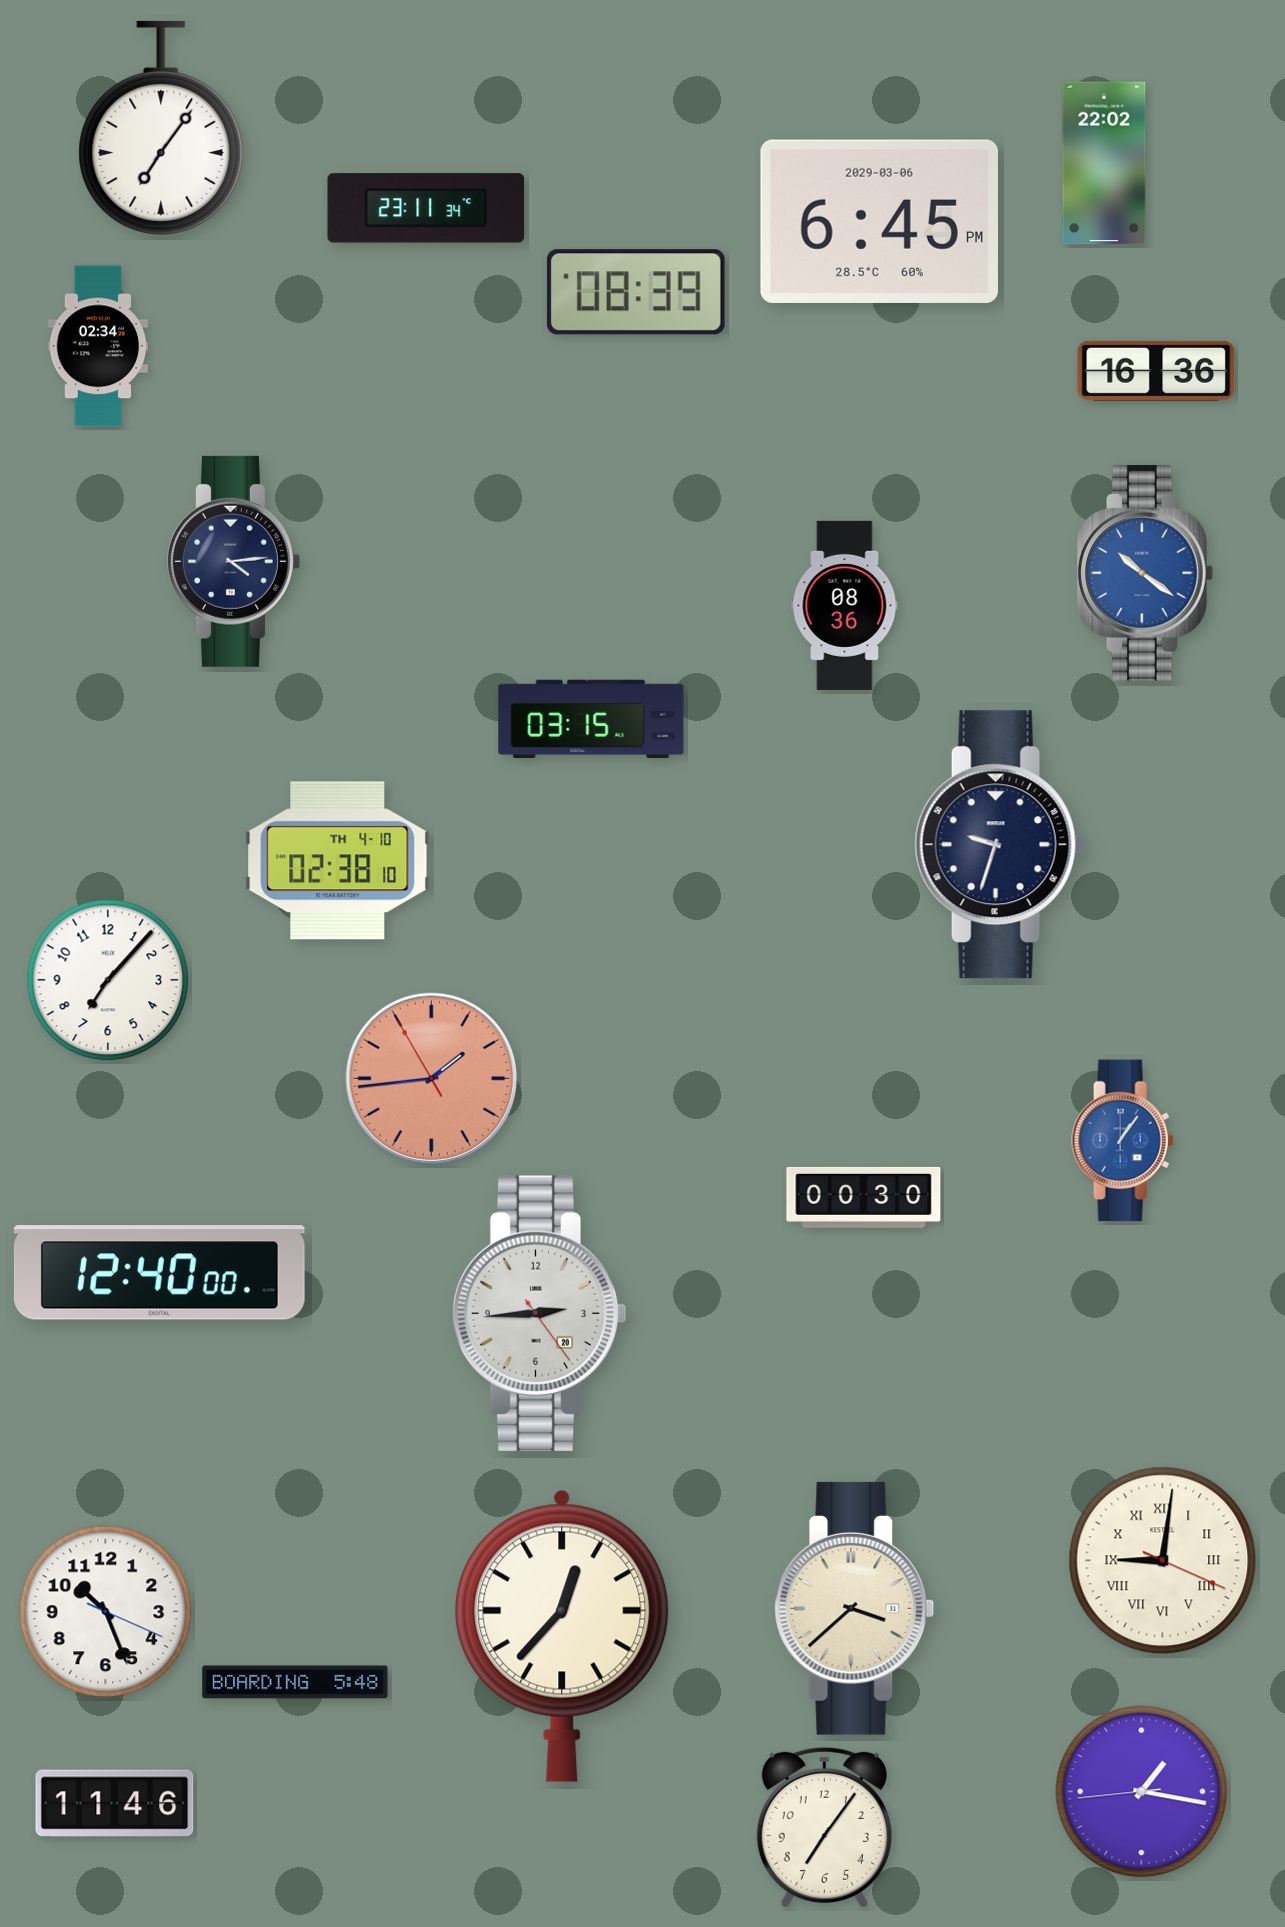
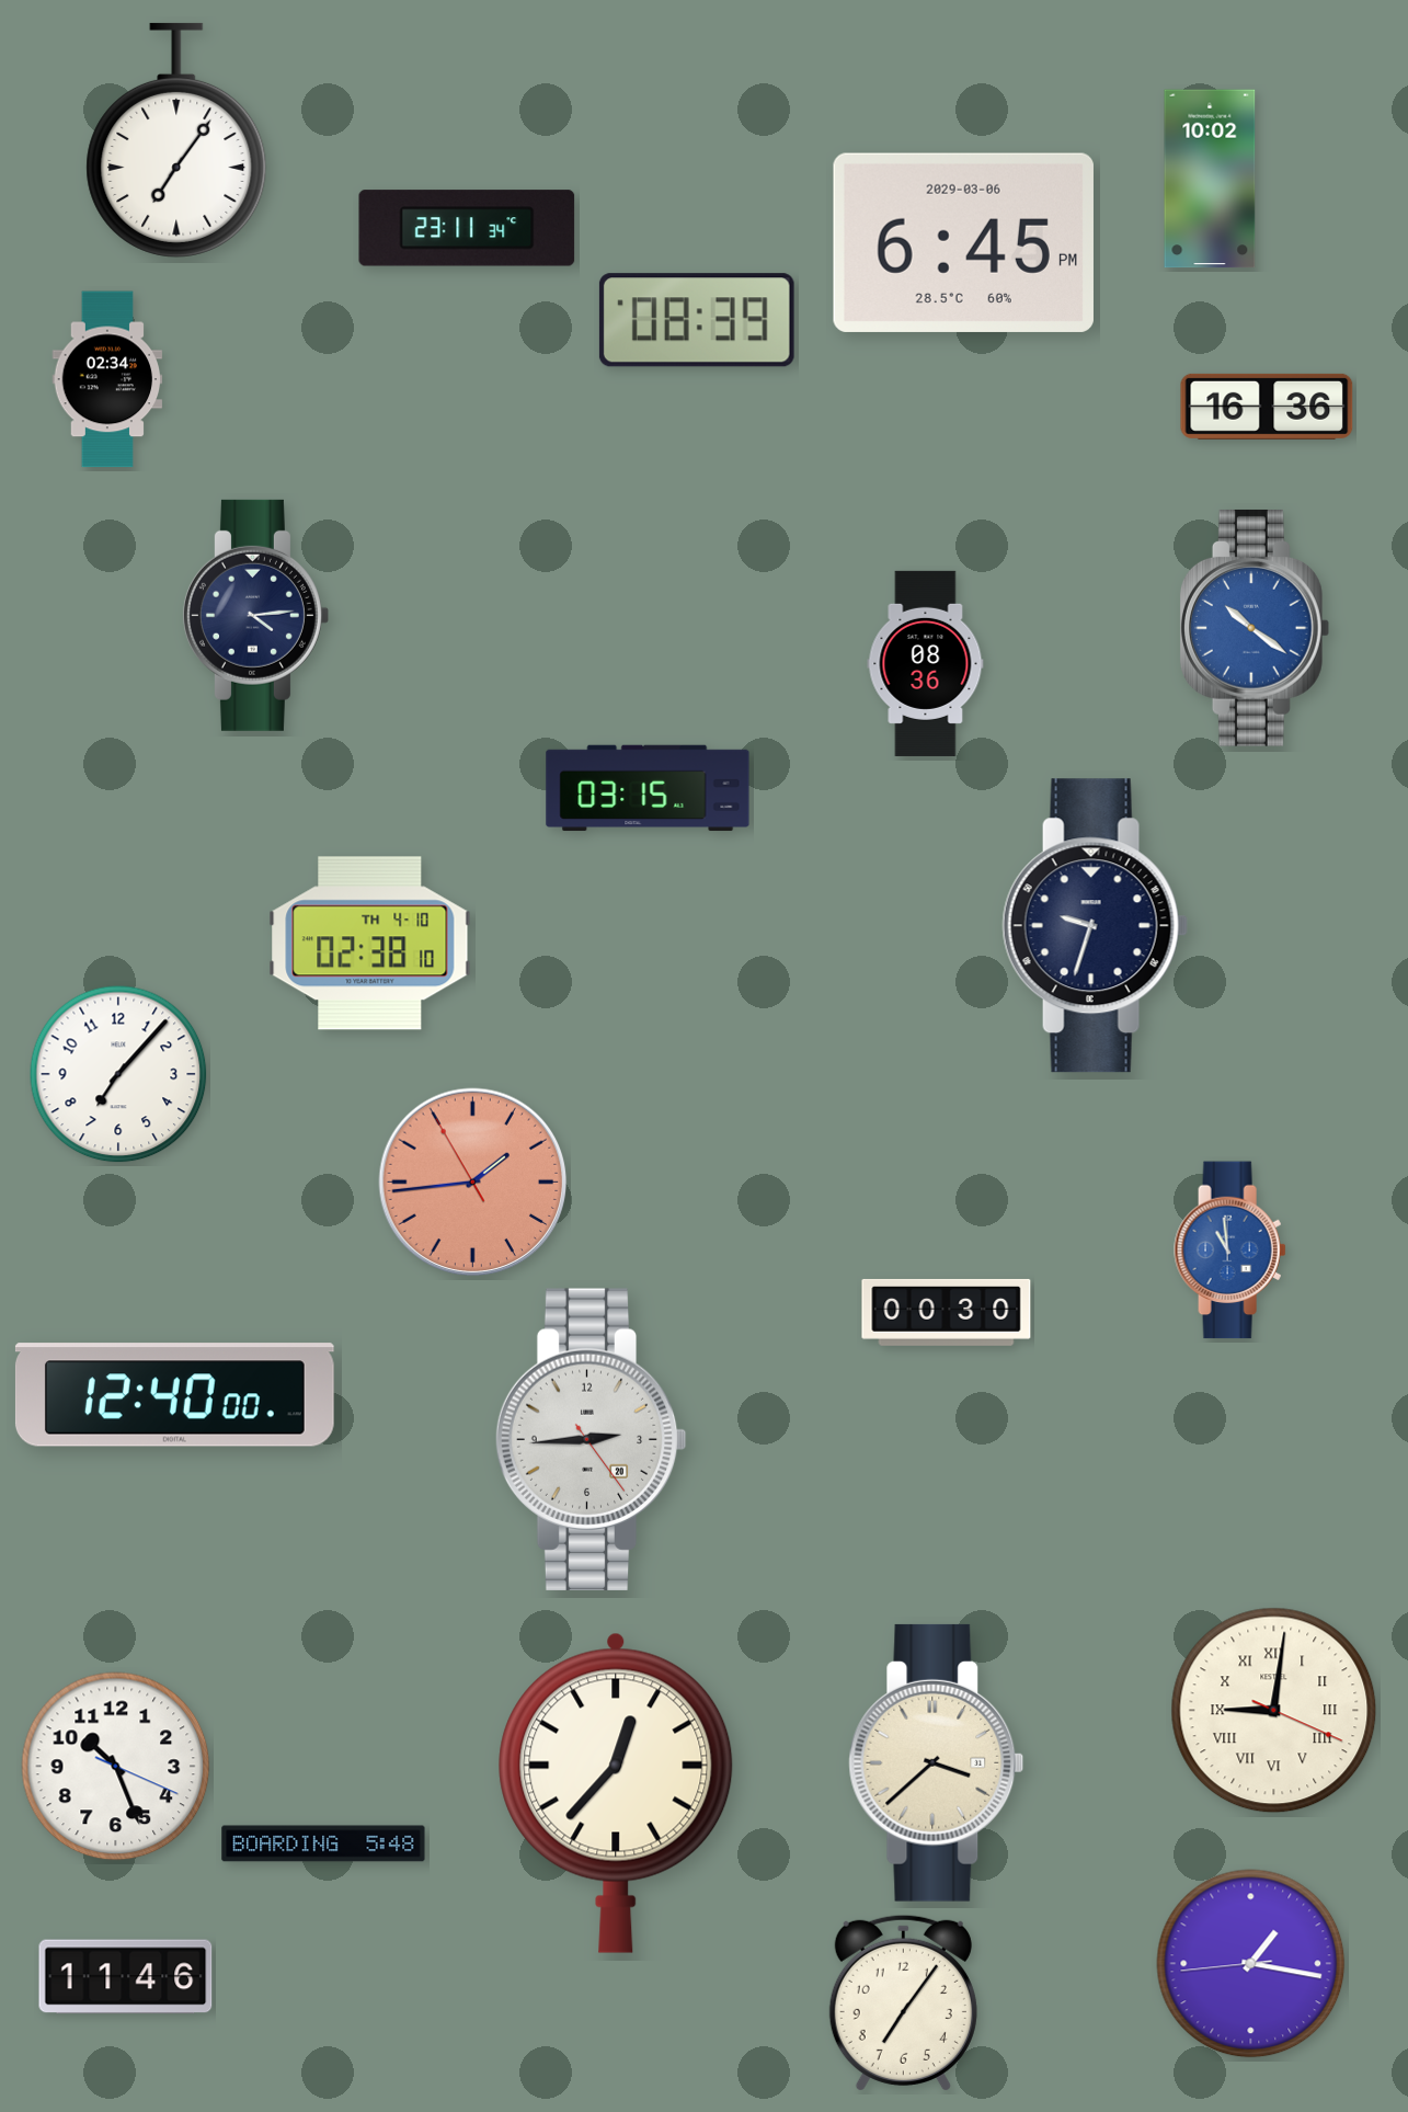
clock at (1104, 163): 22:02 -> 10:02
clock at (1123, 1141): 1:06 -> 10:59
